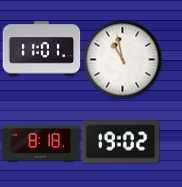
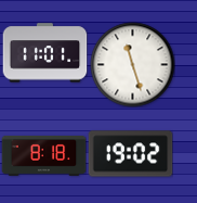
clock at (122, 59): 10:58 -> 11:27
